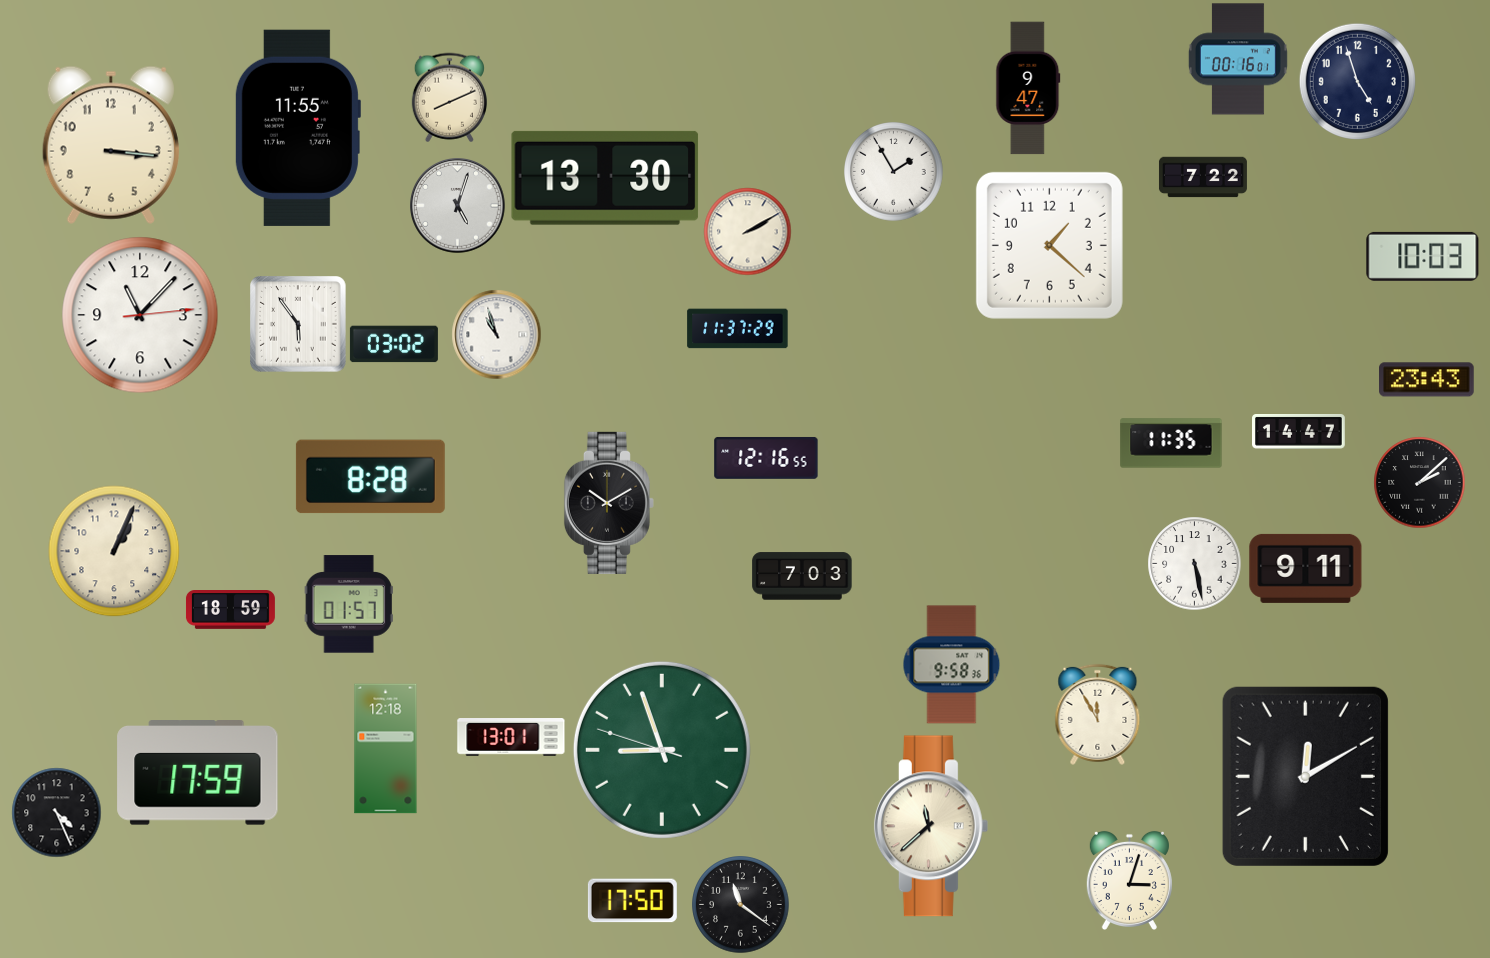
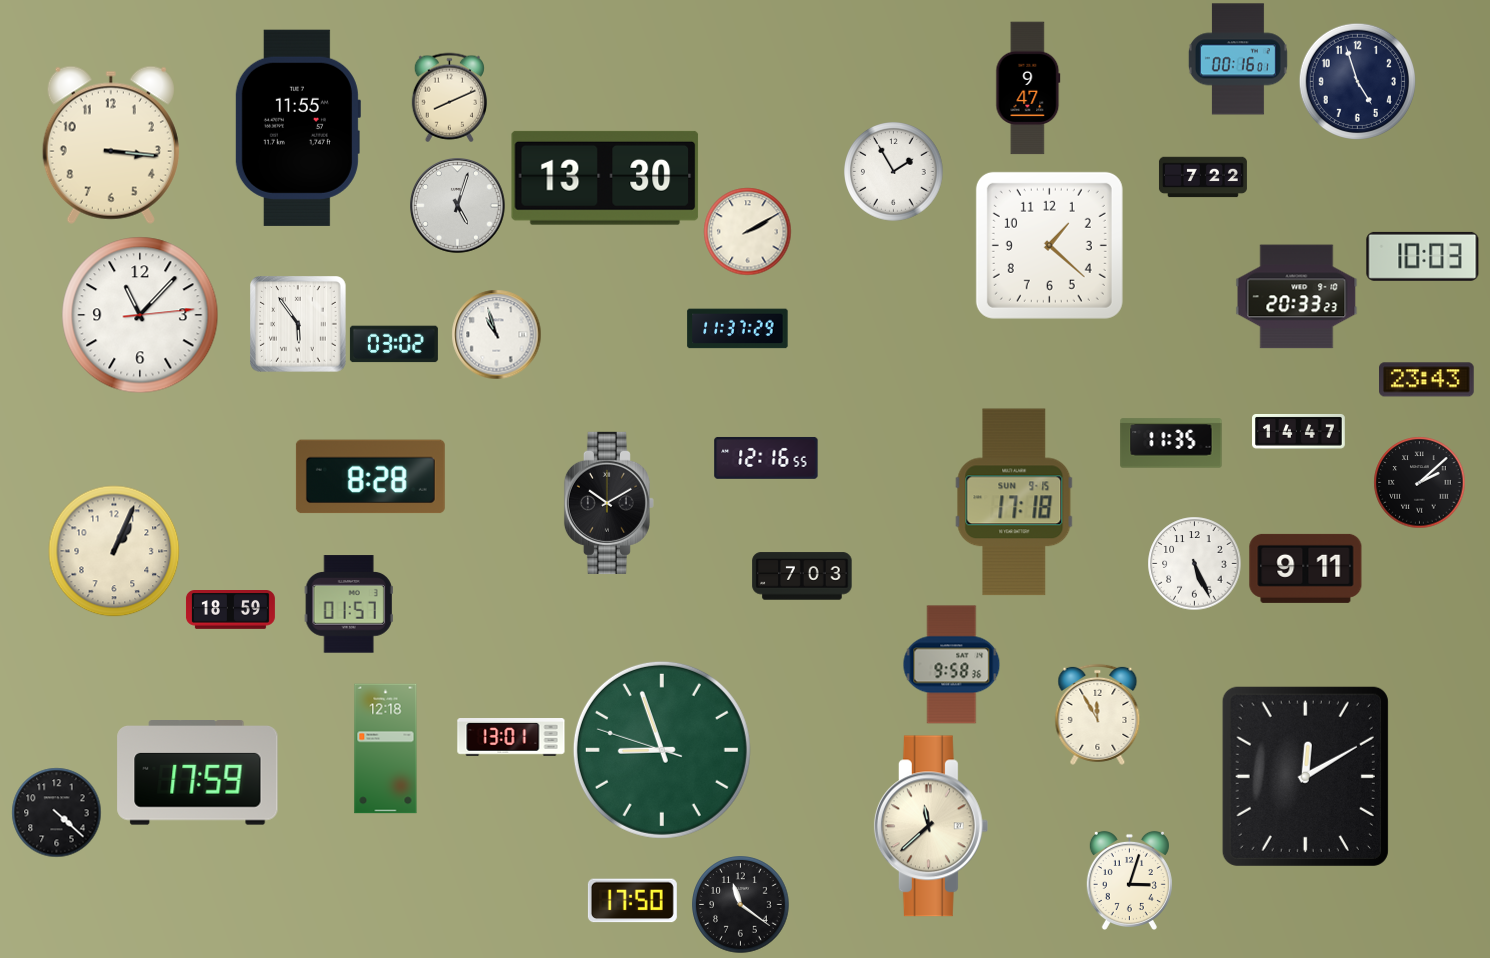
clock at (1297, 297): none -> 20:33
clock at (1014, 502): none -> 17:18
clock at (1194, 563): 5:28 -> 5:26
clock at (56, 812): 4:26 -> 4:22
